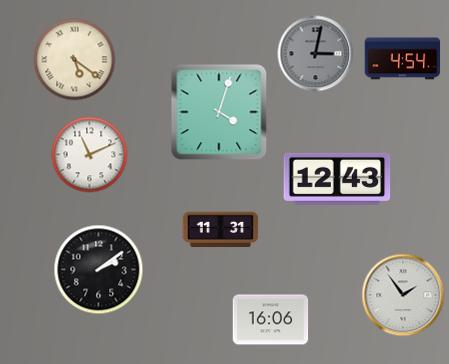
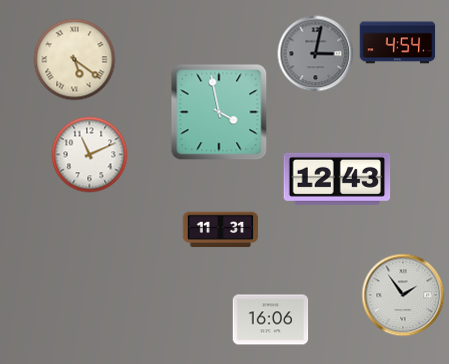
clock at (403, 59) position: (403, 59) -> (398, 43)
clock at (219, 112): 4:03 -> 3:58
clock at (99, 270): 2:09 -> none
